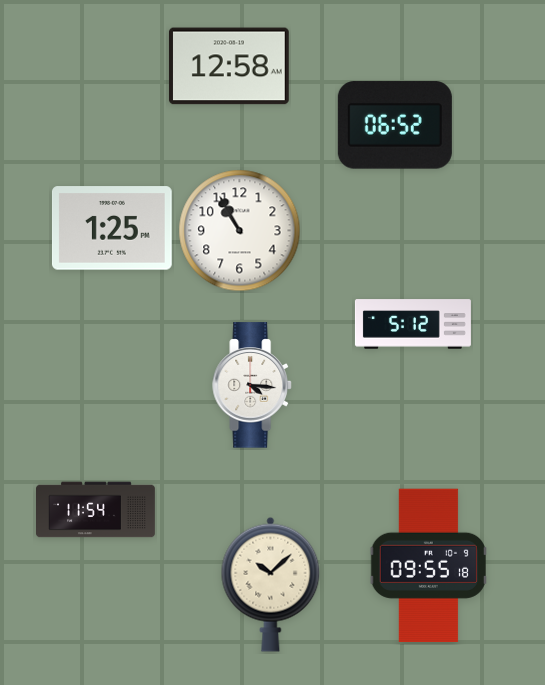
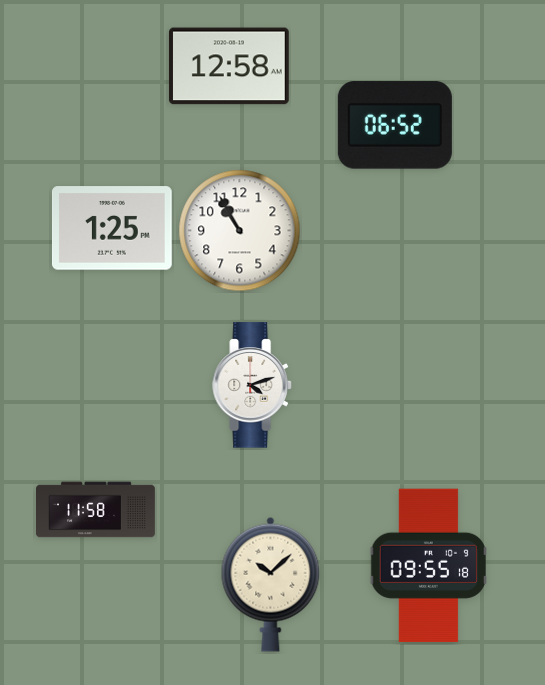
clock at (413, 324): 5:12 -> none
clock at (252, 385): 4:16 -> 4:12
clock at (96, 510): 11:54 -> 11:58
